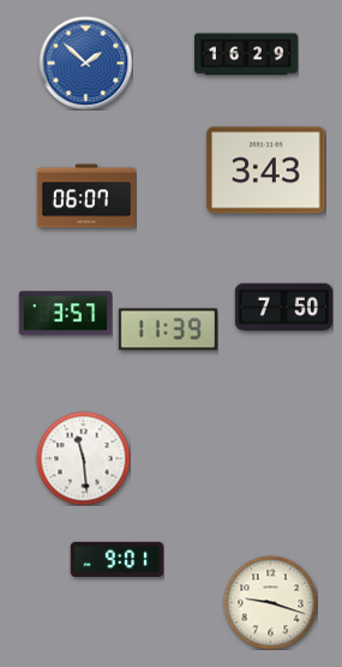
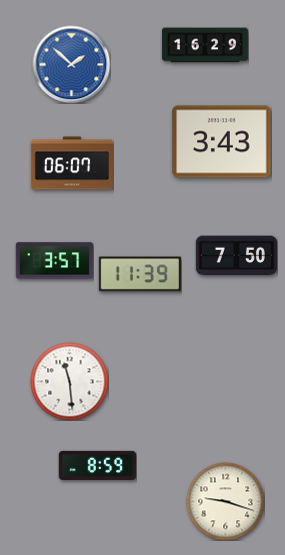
clock at (85, 62) position: (85, 62) -> (71, 64)
clock at (116, 559): 9:01 -> 8:59
